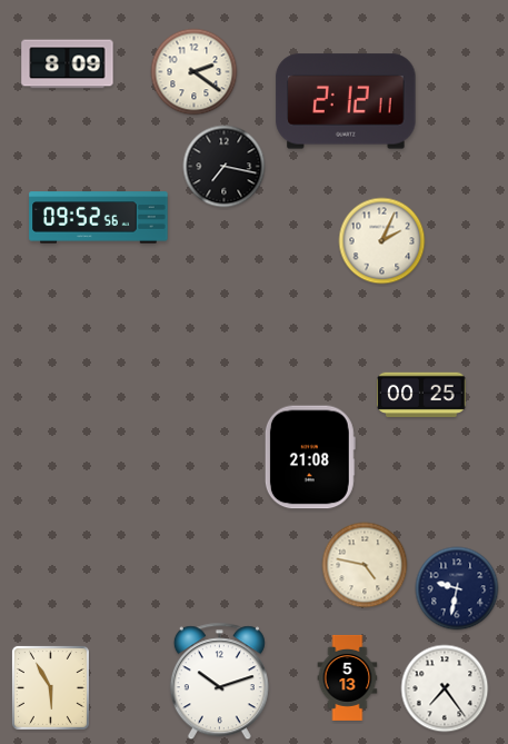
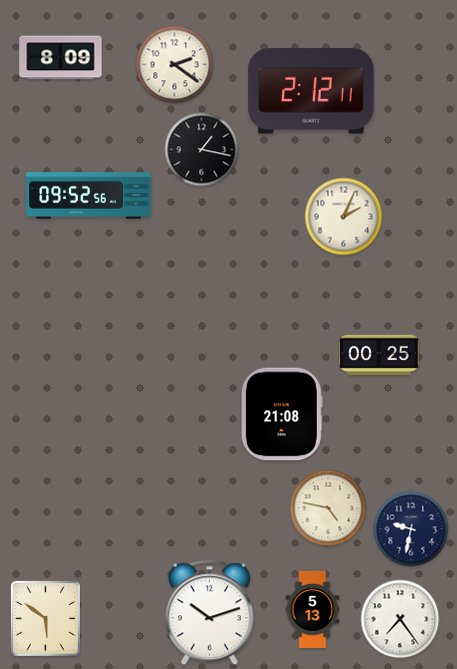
clock at (225, 167): 7:17 -> 1:17
clock at (310, 457) position: (310, 457) -> (282, 414)
clock at (219, 682) position: (219, 682) -> (209, 613)
clock at (50, 687): 5:55 -> 5:51
